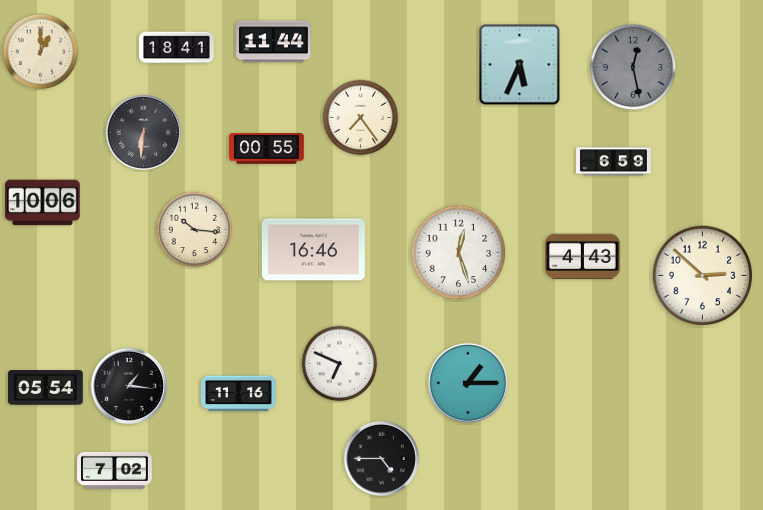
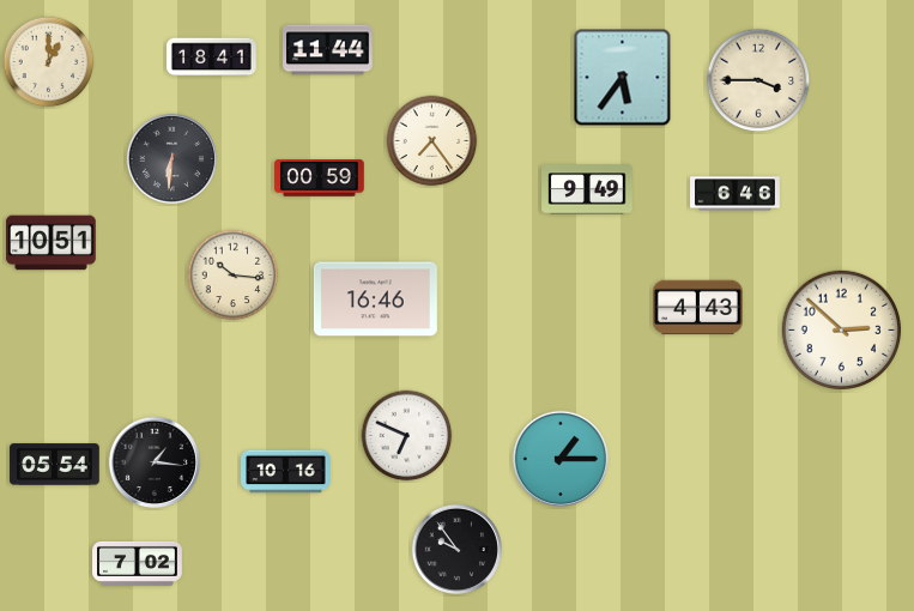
clock at (520, 65): 5:34 -> 5:36
clock at (633, 67): 12:28 -> 3:45
clock at (633, 67) dial: grey -> cream
clock at (267, 149): 00:55 -> 00:59
clock at (587, 189): none -> 9:49
clock at (614, 162): 6:59 -> 6:46
clock at (43, 203): 10:06 -> 10:51
clock at (459, 253): 12:27 -> none
clock at (239, 394): 11:16 -> 10:16
clock at (381, 458): 4:45 -> 9:54
